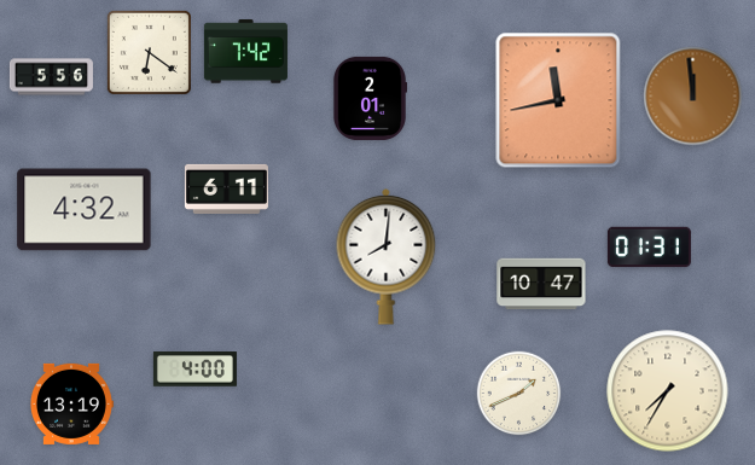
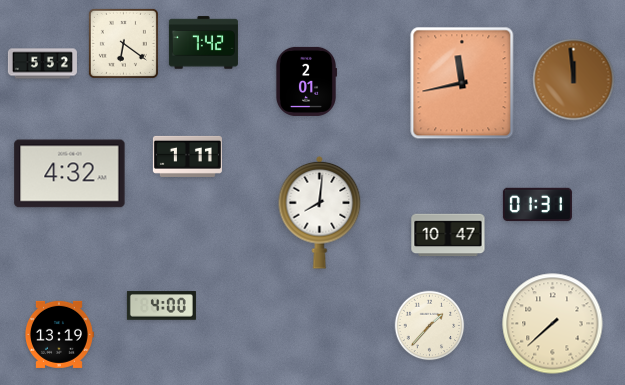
clock at (51, 77): 5:56 -> 5:52
clock at (226, 188): 6:11 -> 1:11
clock at (668, 391): 7:35 -> 7:38
clock at (519, 394): 1:41 -> 1:37
